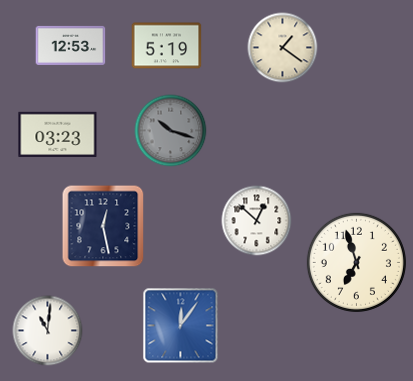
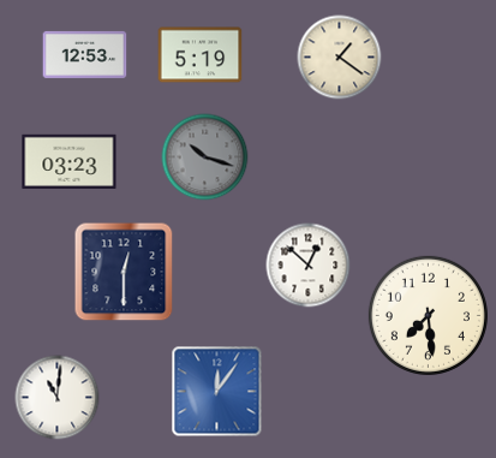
clock at (103, 226): 12:28 -> 12:30
clock at (356, 262): 6:57 -> 7:29
